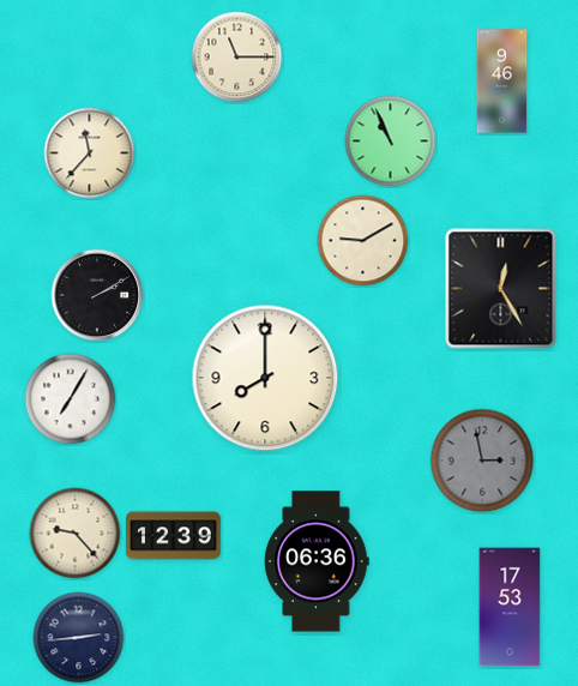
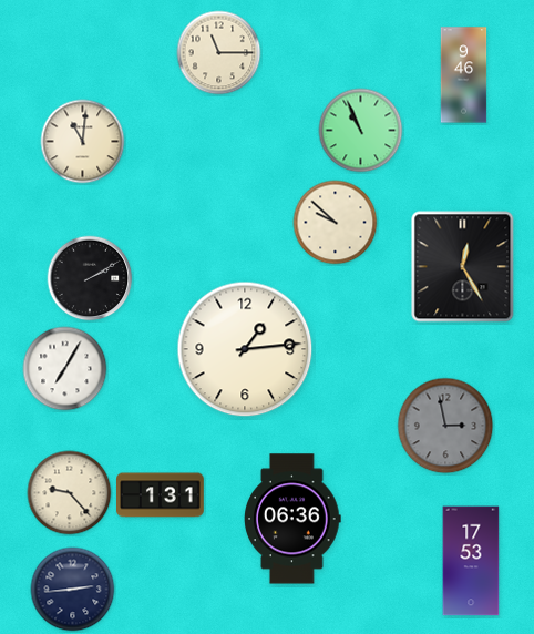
clock at (90, 154): 11:37 -> 11:01
clock at (363, 241): 9:10 -> 9:52
clock at (97, 295) position: (97, 295) -> (90, 278)
clock at (265, 378): 8:00 -> 1:14
clock at (174, 536): 12:39 -> 1:31
